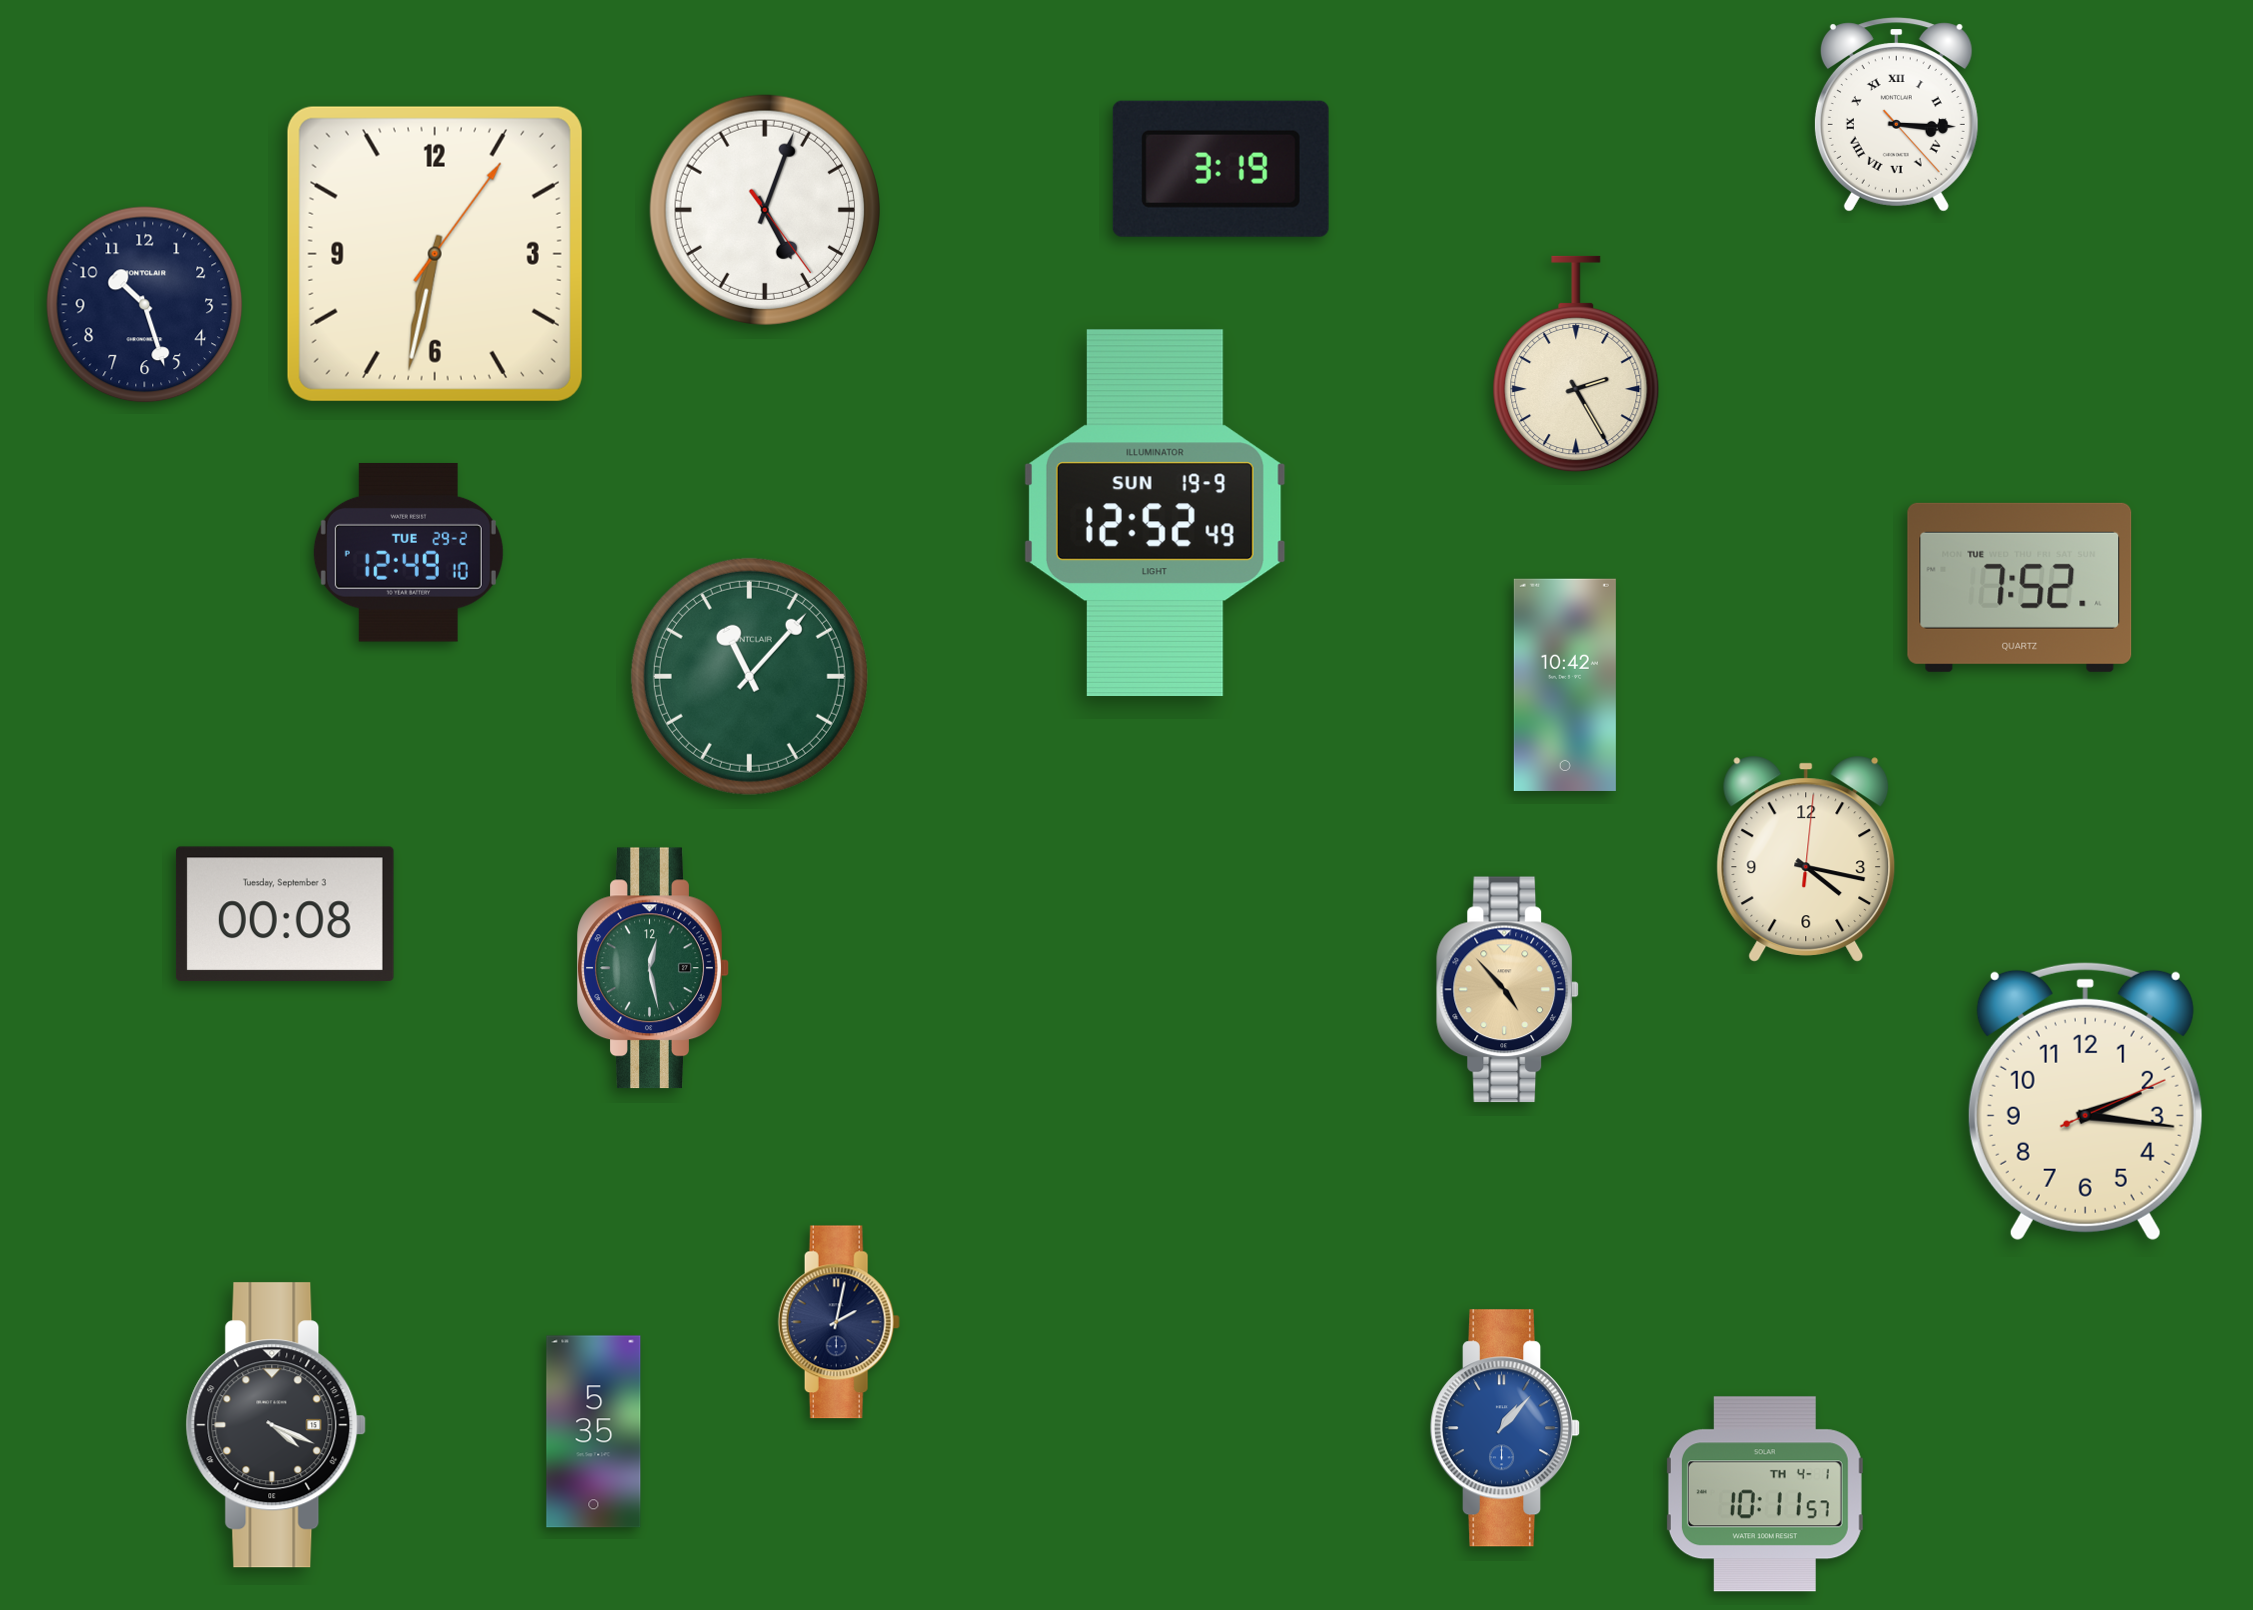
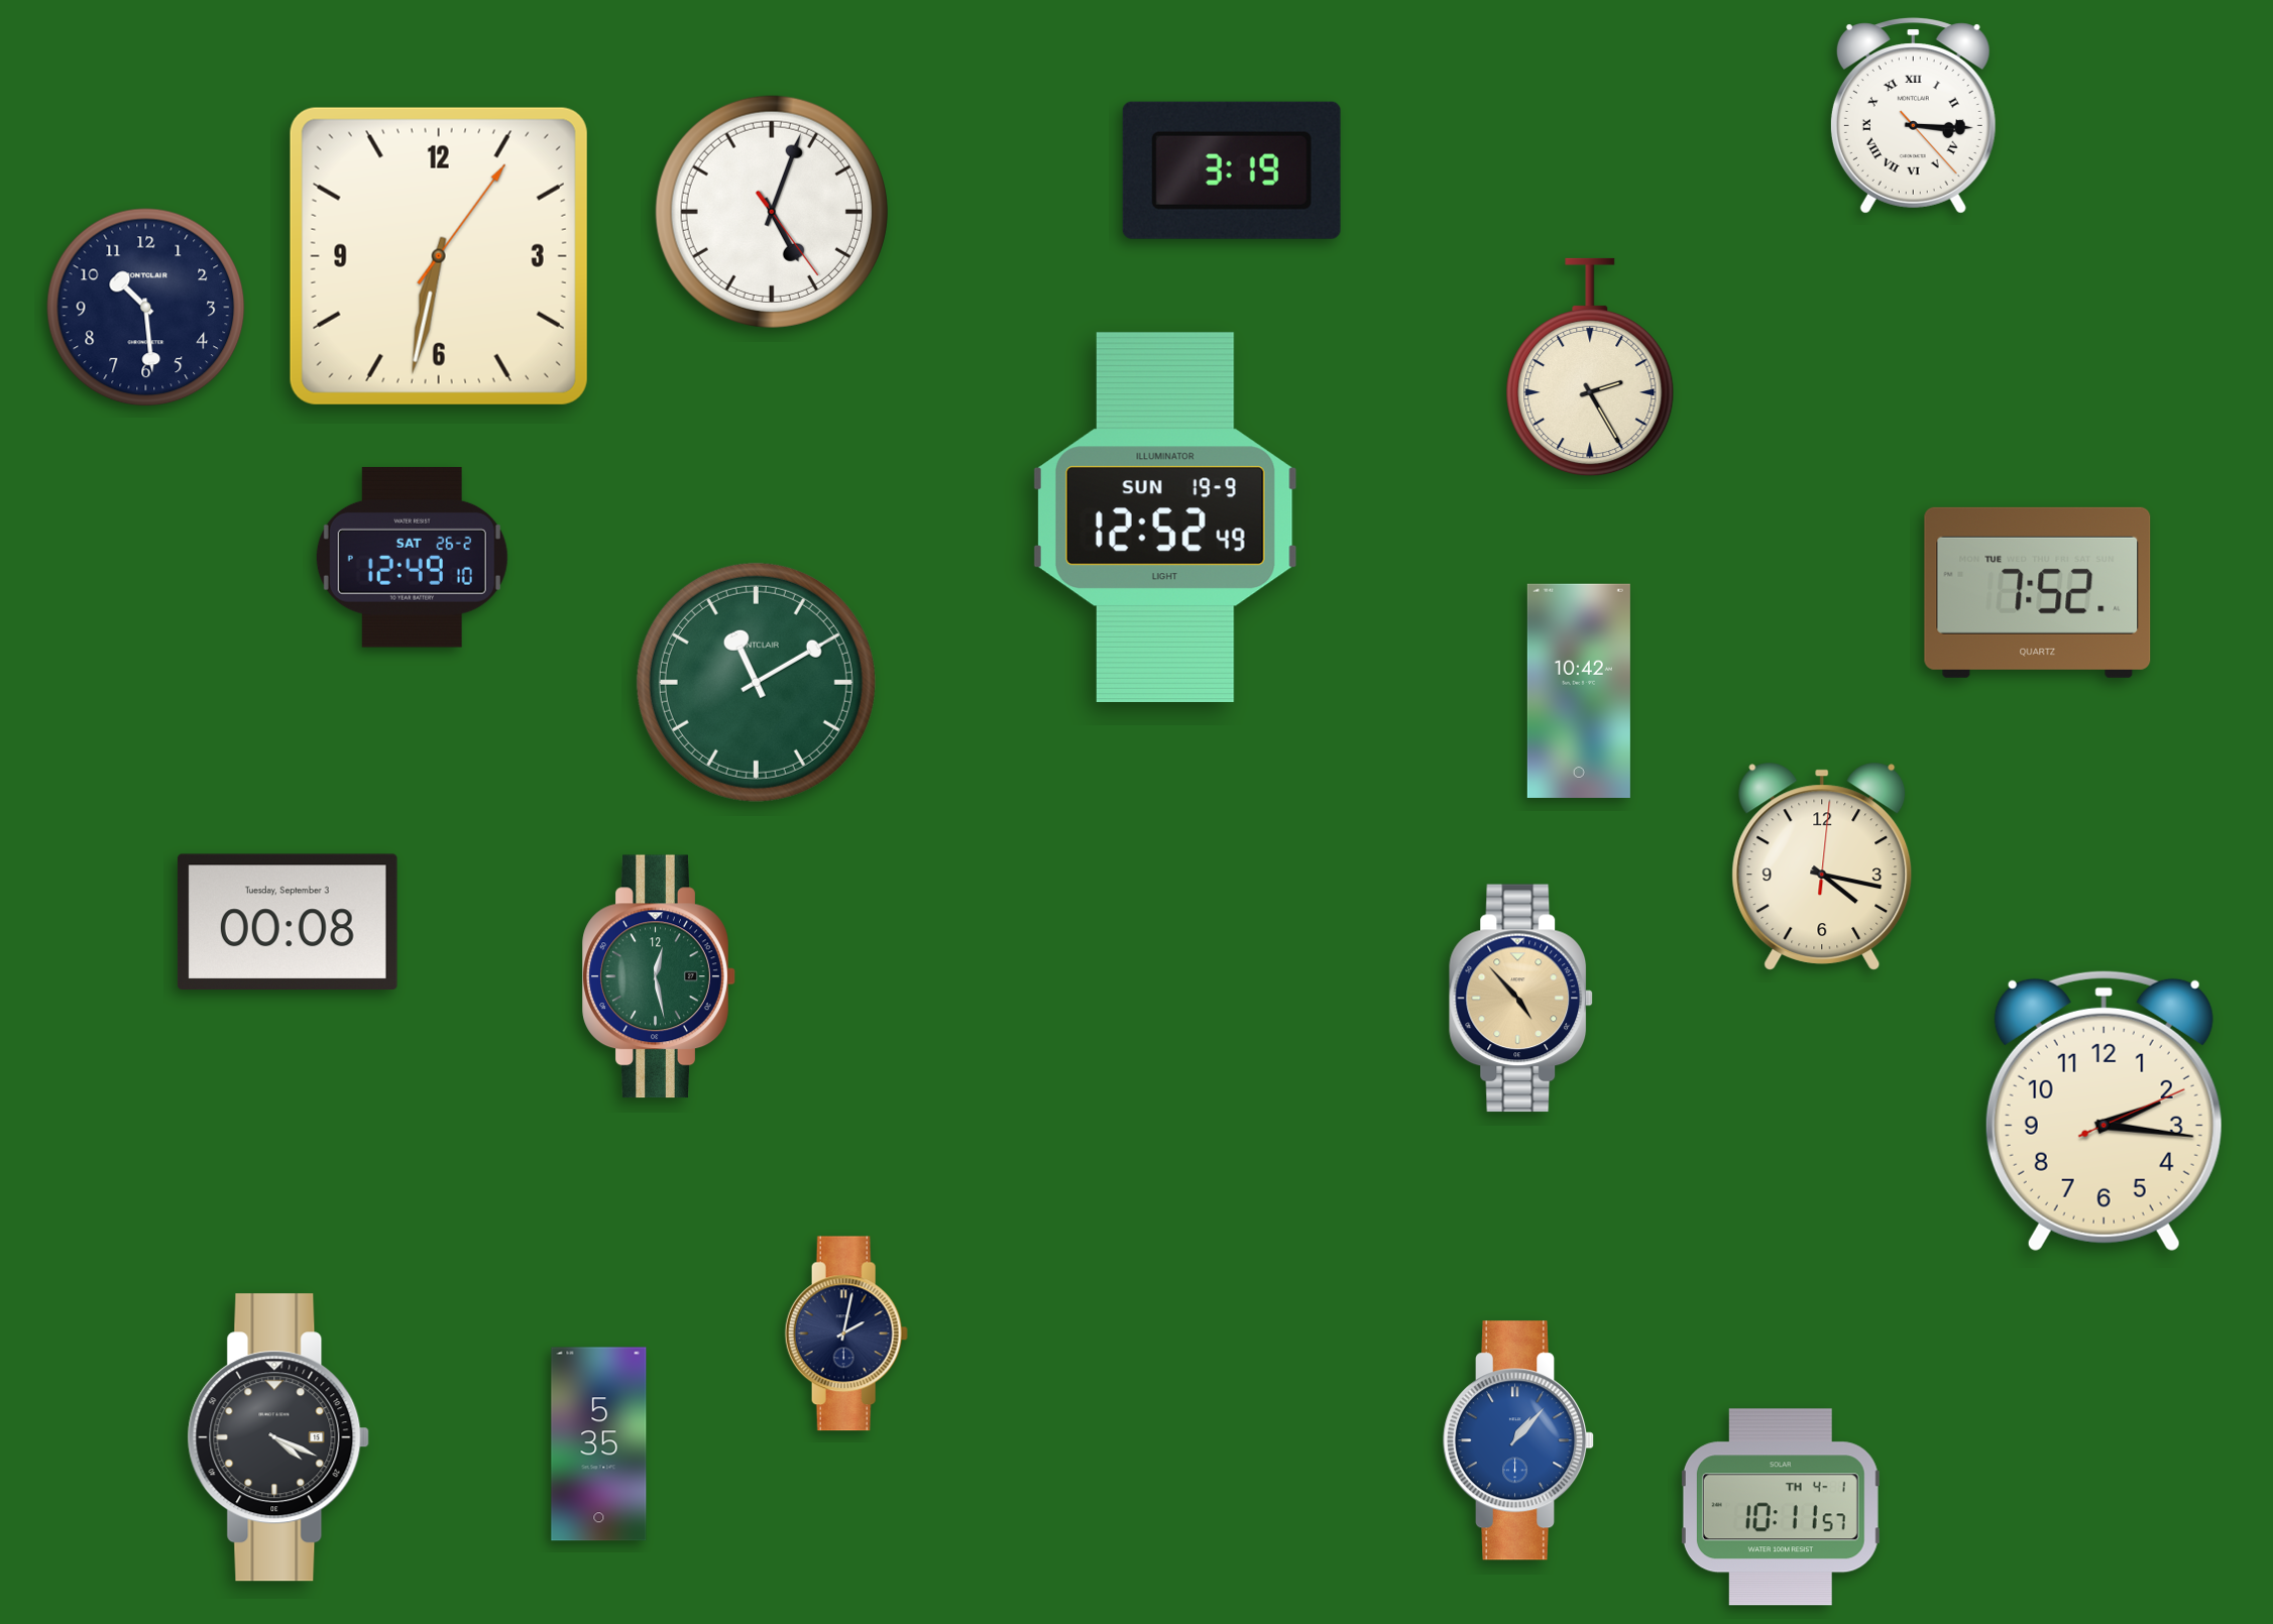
clock at (145, 305): 10:27 -> 10:29
clock at (408, 552) date: TUE 29-2 -> SAT 26-2
clock at (749, 676): 11:07 -> 11:10
